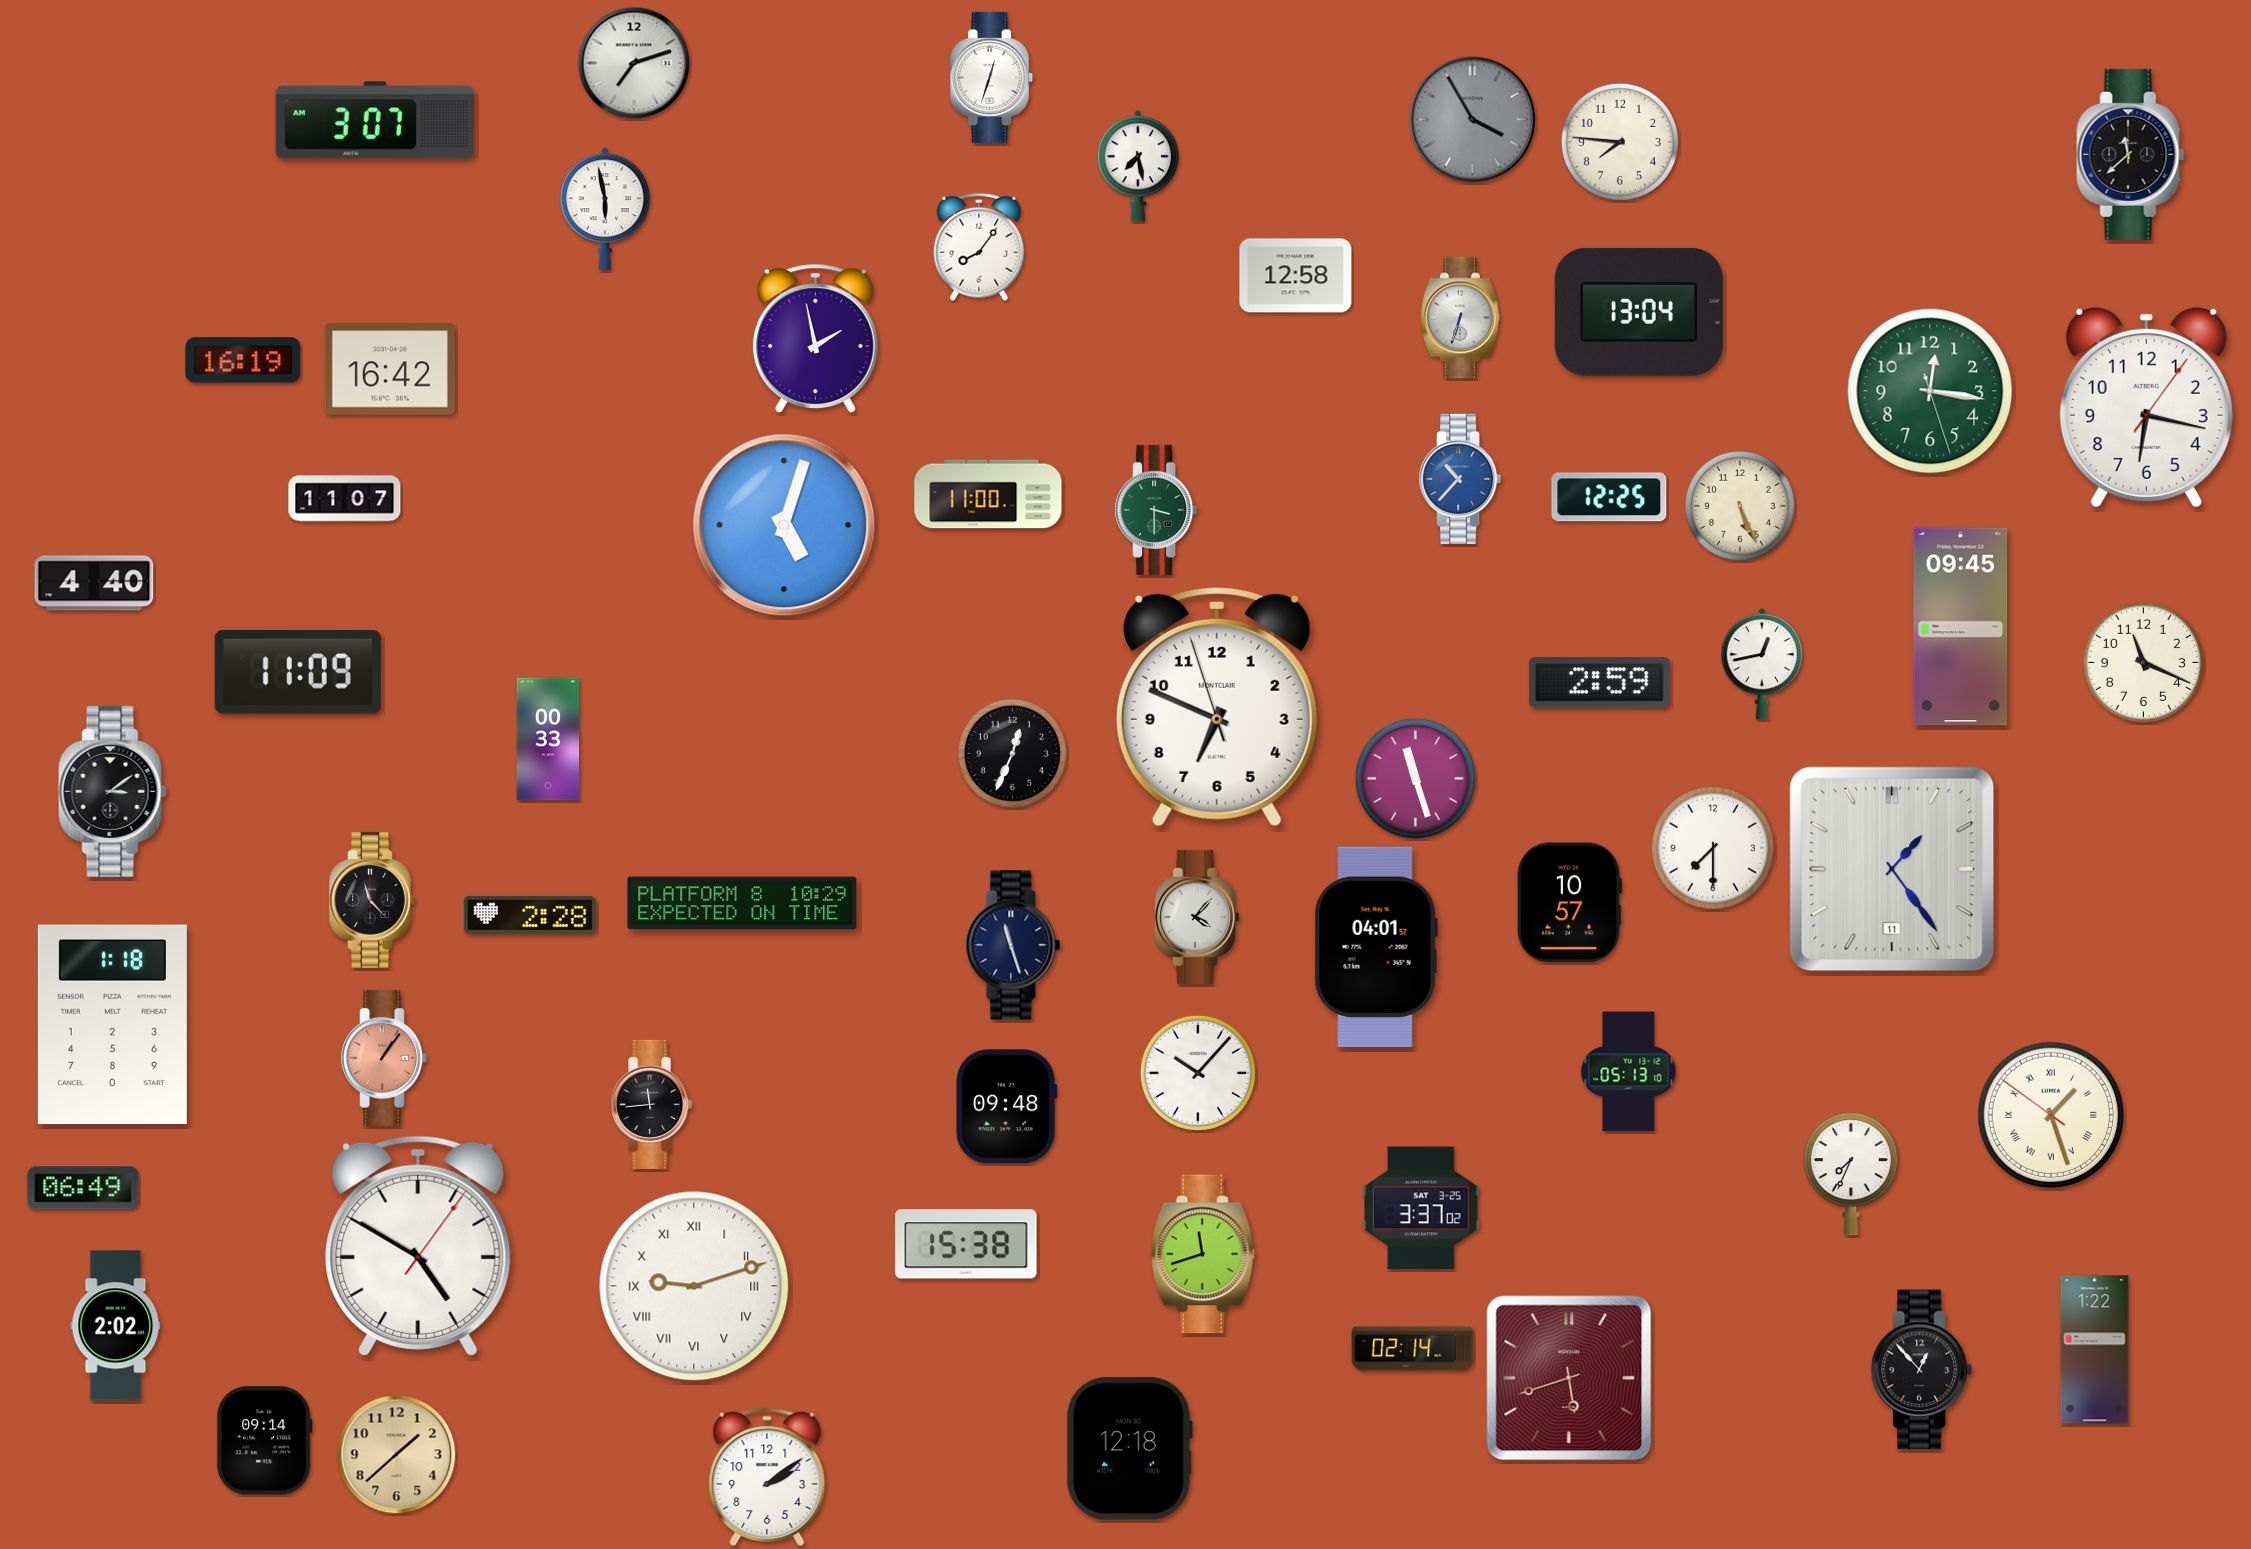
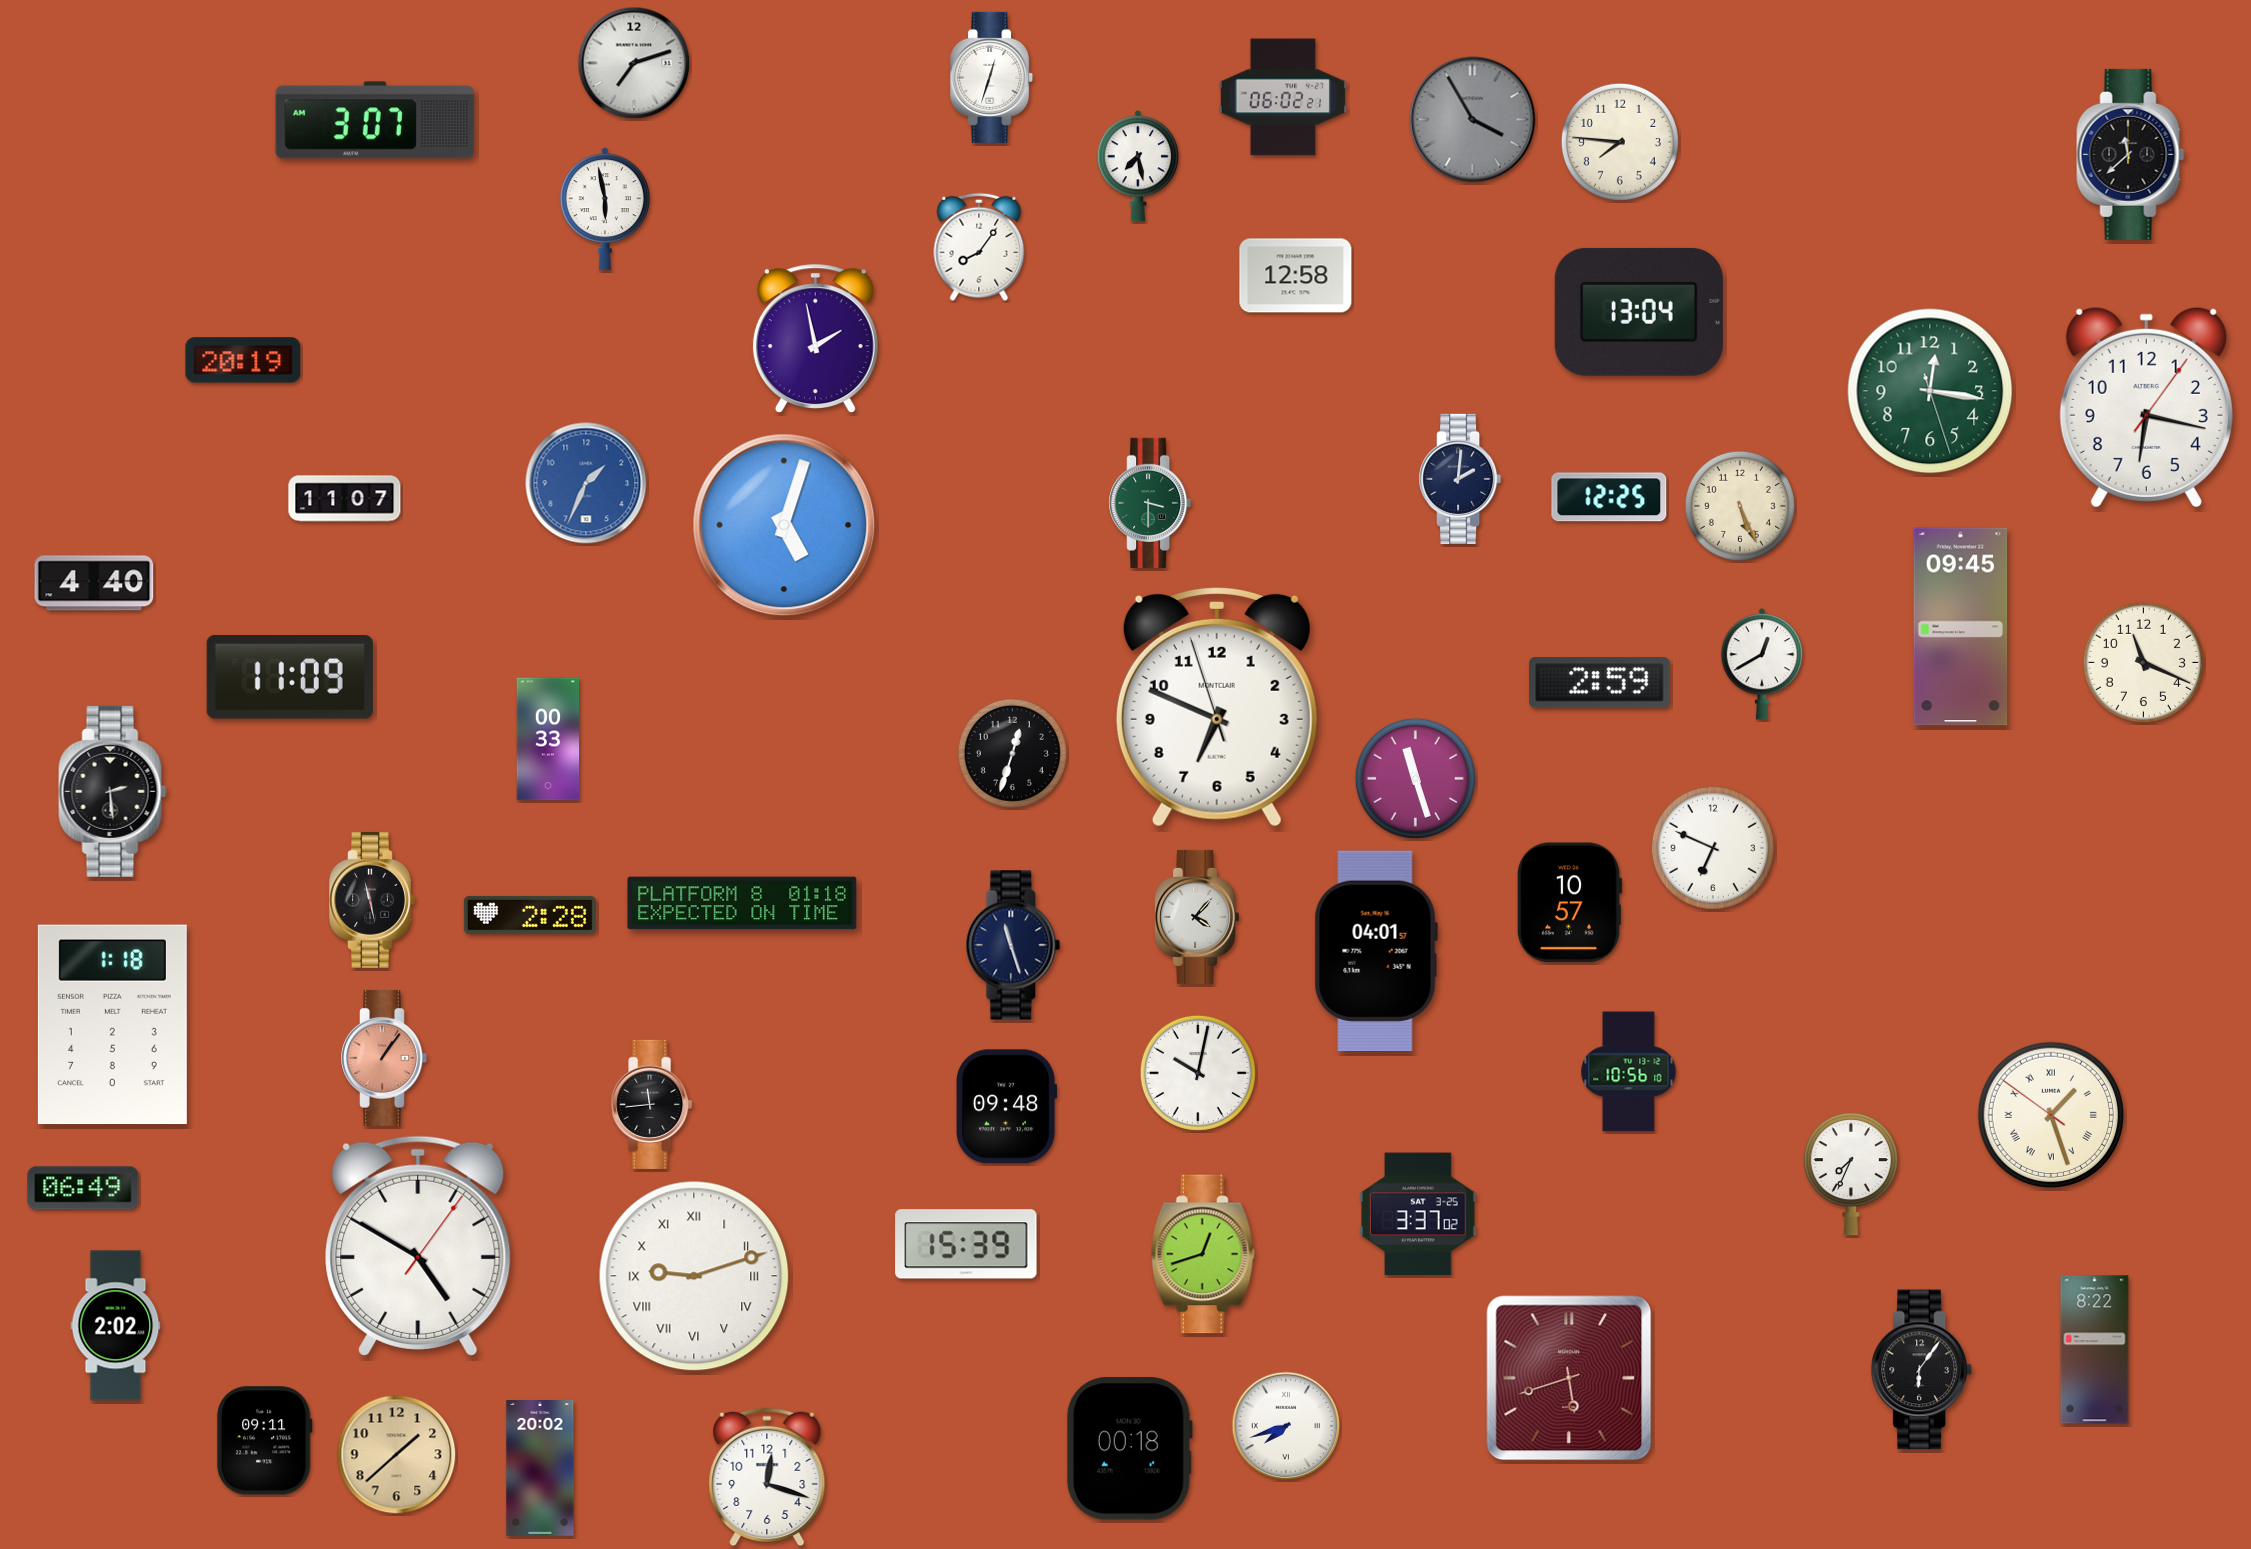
clock at (1283, 97): none -> 06:02
clock at (1461, 318): 6:33 -> none
clock at (243, 360): 16:19 -> 20:19
clock at (390, 369): 16:42 -> none
clock at (1460, 479): 10:37 -> 2:01
clock at (1460, 479) dial: blue -> navy
clock at (586, 483): none -> 1:34
clock at (988, 494): 11:00 -> none
clock at (1156, 510) position: (1156, 510) -> (1150, 503)
clock at (1762, 664): 12:43 -> 12:40
clock at (298, 673) position: (298, 673) -> (290, 678)
clock at (1012, 753): 12:34 -> 12:33
clock at (113, 791): 3:09 -> 2:29
clock at (1713, 848): 7:30 -> 6:49
clock at (1892, 869): 1:24 -> none
clock at (372, 900): 11:23 -> 11:28
clock at (742, 903): 10:29 -> 01:18
clock at (1376, 946) position: (1376, 946) -> (1376, 950)
clock at (1629, 1072): 05:13 -> 10:56
clock at (1198, 1073): 10:07 -> 10:02
clock at (1421, 1208) position: (1421, 1208) -> (1418, 1214)
clock at (966, 1244): 15:38 -> 15:39
clock at (1203, 1254): 11:42 -> 12:42
clock at (694, 1286) position: (694, 1286) -> (694, 1276)
clock at (1413, 1349): 02:14 -> none
clock at (2095, 1350): 1:22 -> 8:22
clock at (1921, 1370): 12:53 -> 6:06
clock at (1286, 1426): none -> 7:42
clock at (264, 1441): 09:14 -> 09:11
clock at (1129, 1449): 12:18 -> 00:18
clock at (540, 1469): none -> 20:02
clock at (767, 1477): 2:09 -> 12:18
